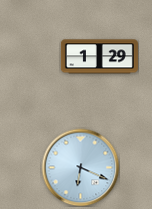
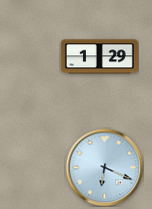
clock at (80, 167) position: (80, 167) -> (104, 167)
